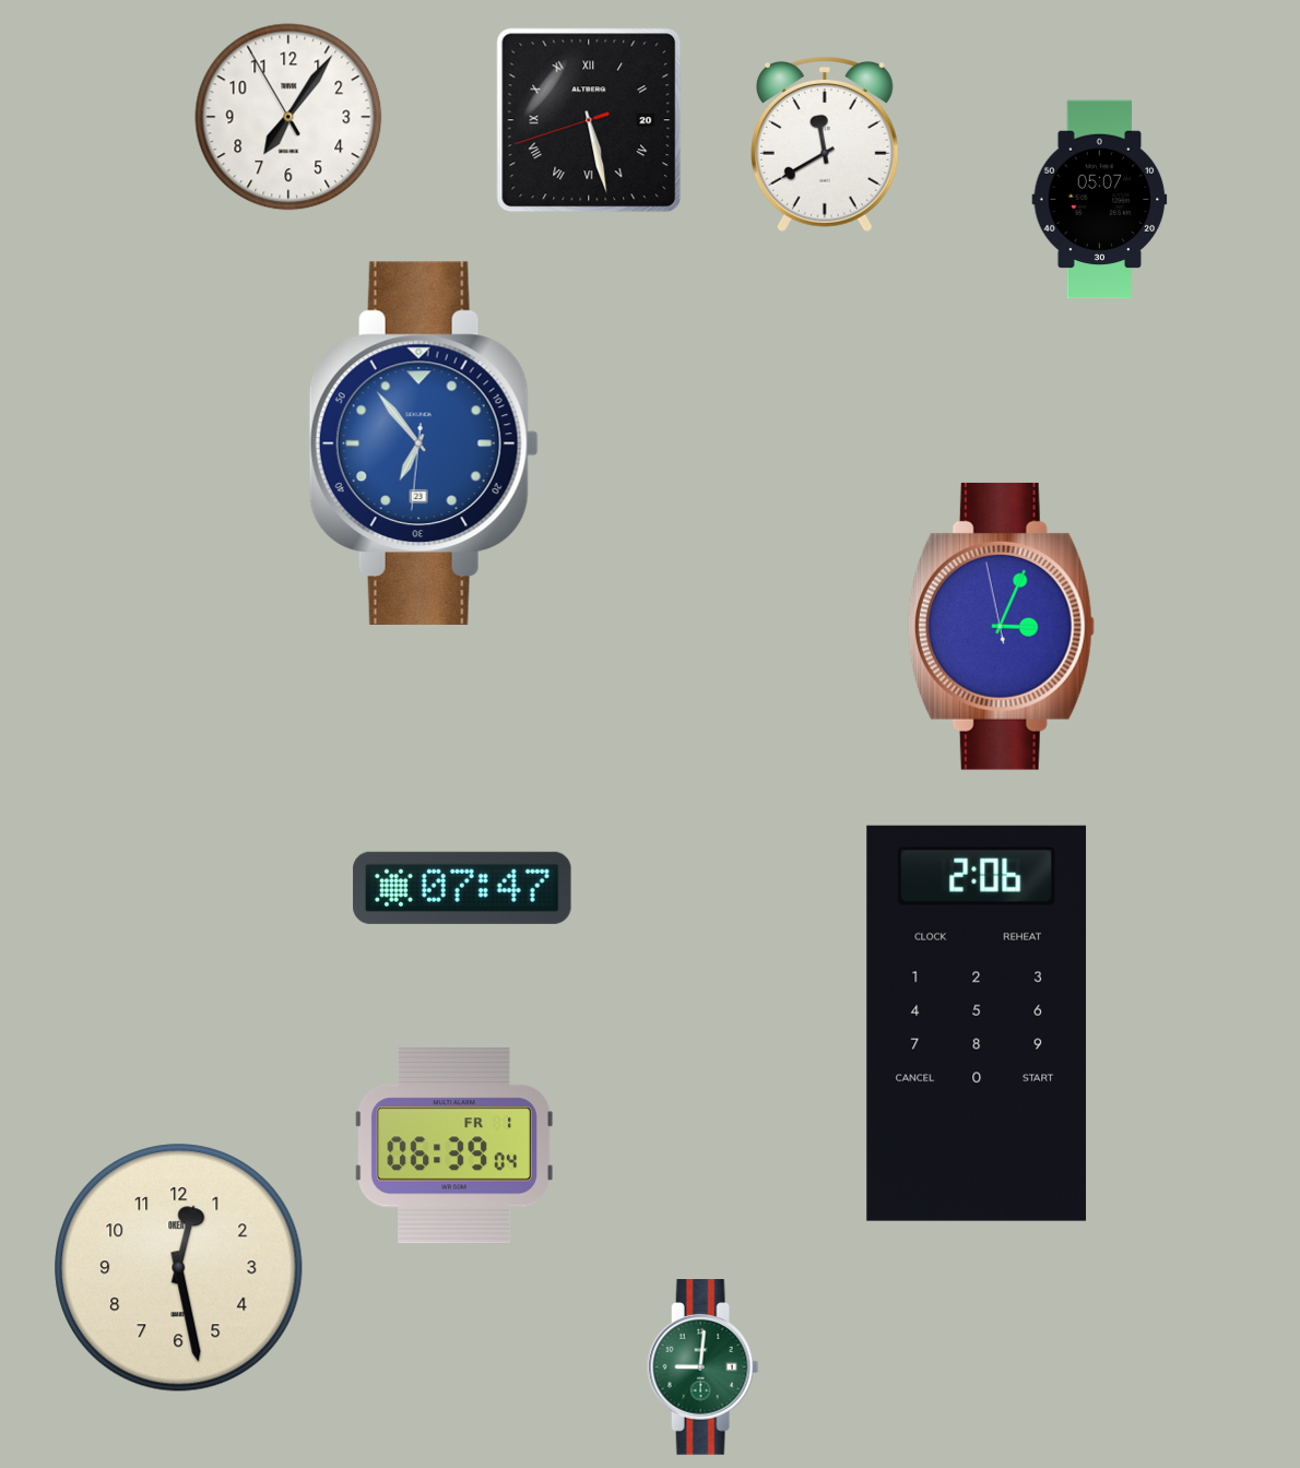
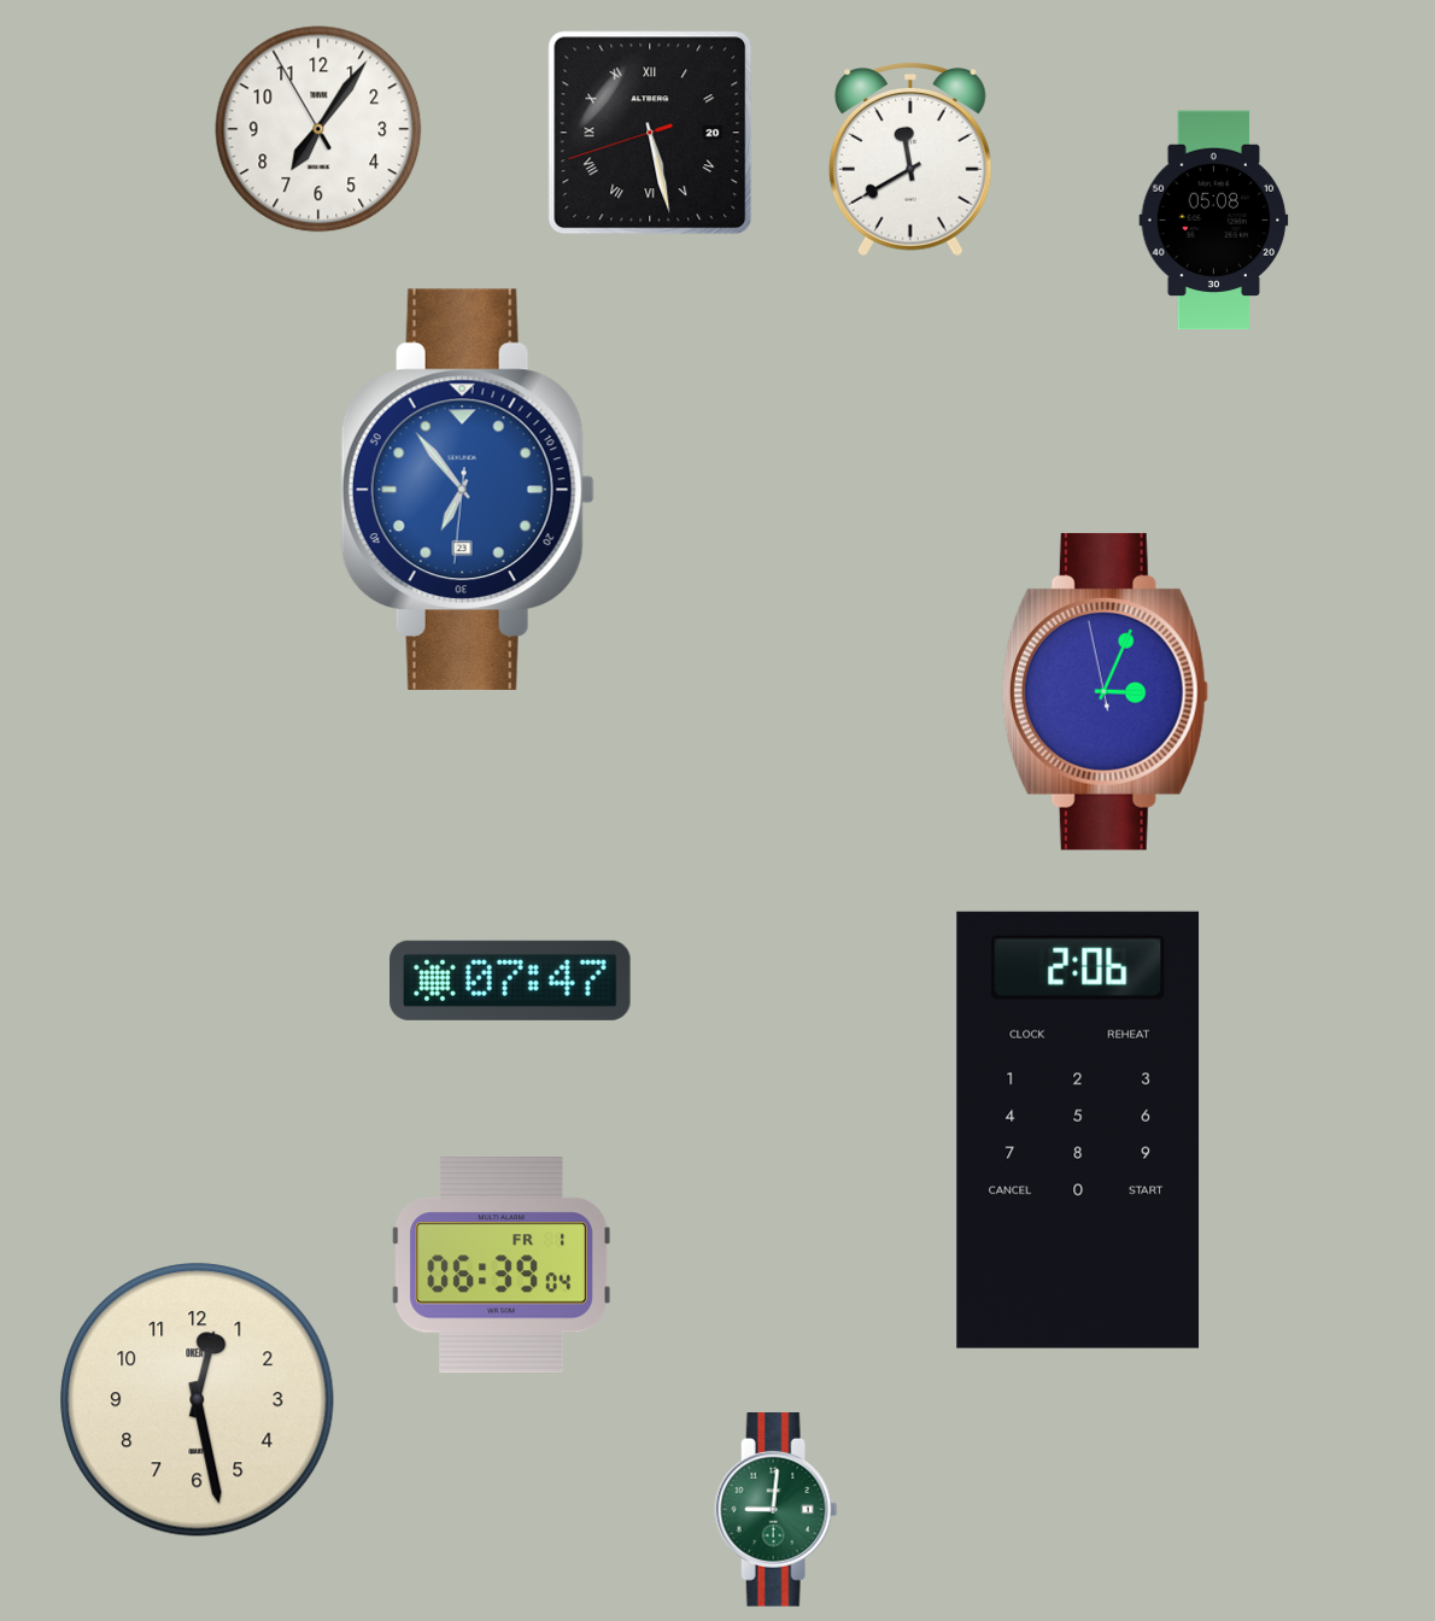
clock at (1100, 200): 05:07 -> 05:08
